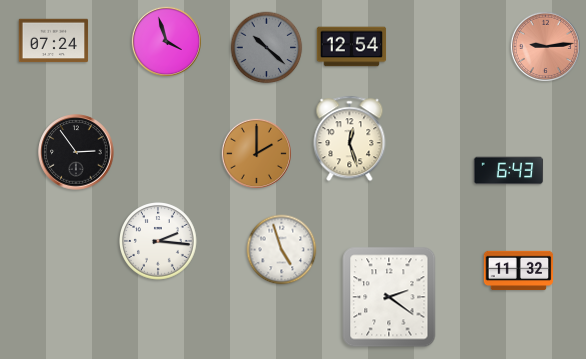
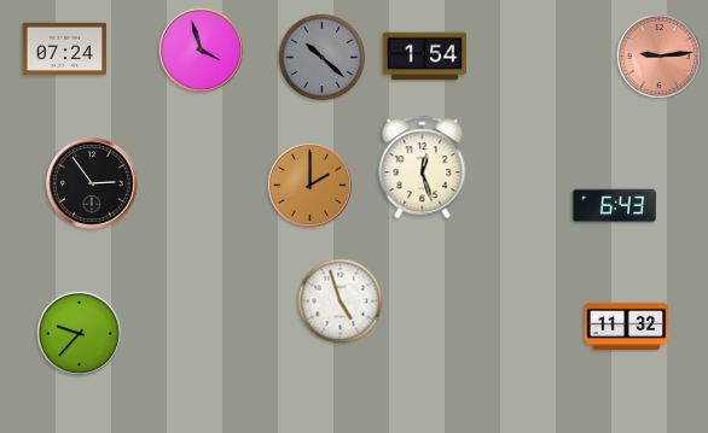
clock at (352, 47): 12:54 -> 1:54
clock at (159, 242): 2:16 -> none
clock at (79, 333): none -> 9:37
clock at (389, 297): 2:21 -> none
